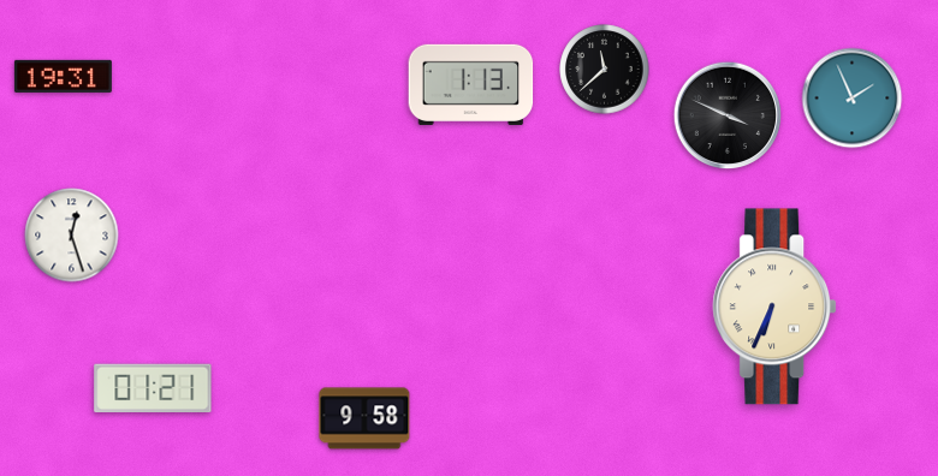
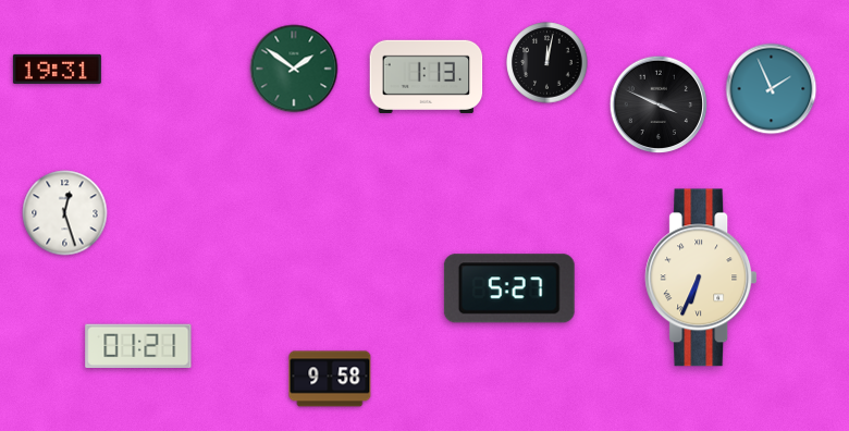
clock at (605, 70): 11:38 -> 12:02
clock at (294, 69): none -> 1:51
clock at (509, 288): none -> 5:27
clock at (153, 387) position: (153, 387) -> (138, 345)
